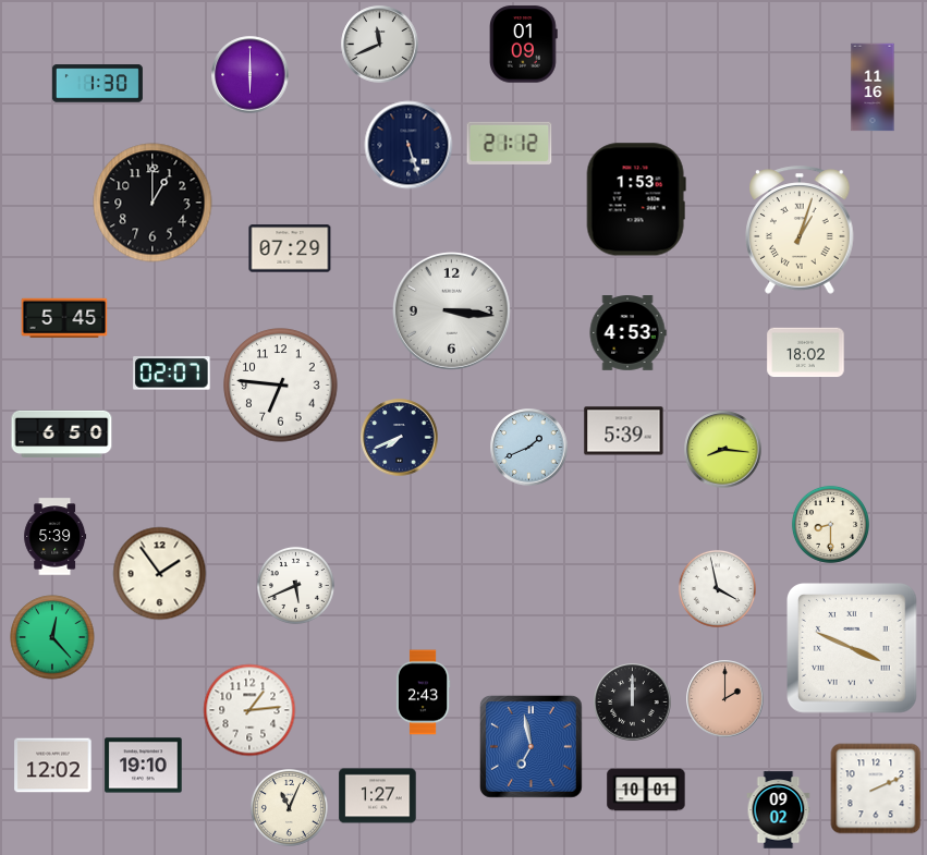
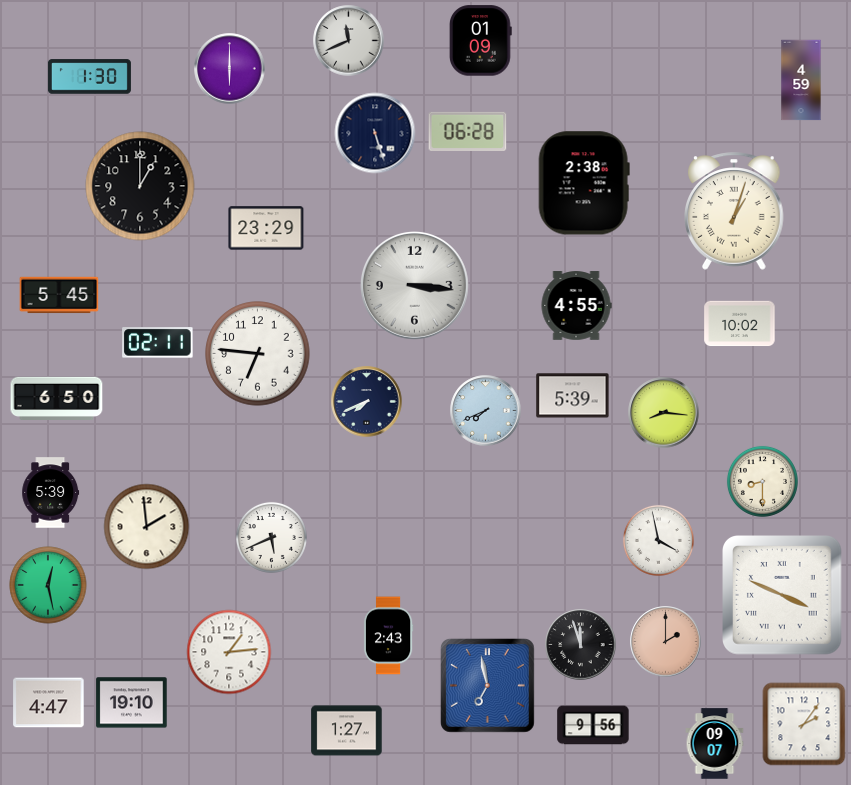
clock at (873, 87): 11:16 -> 4:59
clock at (510, 143): 21:12 -> 06:28
clock at (636, 199): 1:53 -> 2:38
clock at (290, 248): 07:29 -> 23:29
clock at (64, 318) position: (64, 318) -> (59, 295)
clock at (627, 333): 4:53 -> 4:55
clock at (806, 353): 18:02 -> 10:02
clock at (172, 374): 02:07 -> 02:11
clock at (529, 448): 1:41 -> 7:41
clock at (160, 574): 1:54 -> 1:59
clock at (52, 637): 12:23 -> 12:28
clock at (633, 703): 12:00 -> 11:57
clock at (53, 766): 12:02 -> 4:47
clock at (876, 789): 2:11 -> 2:06
clock at (646, 790): 10:01 -> 9:56
clock at (289, 807): 11:04 -> none
clock at (779, 810): 09:02 -> 09:07
